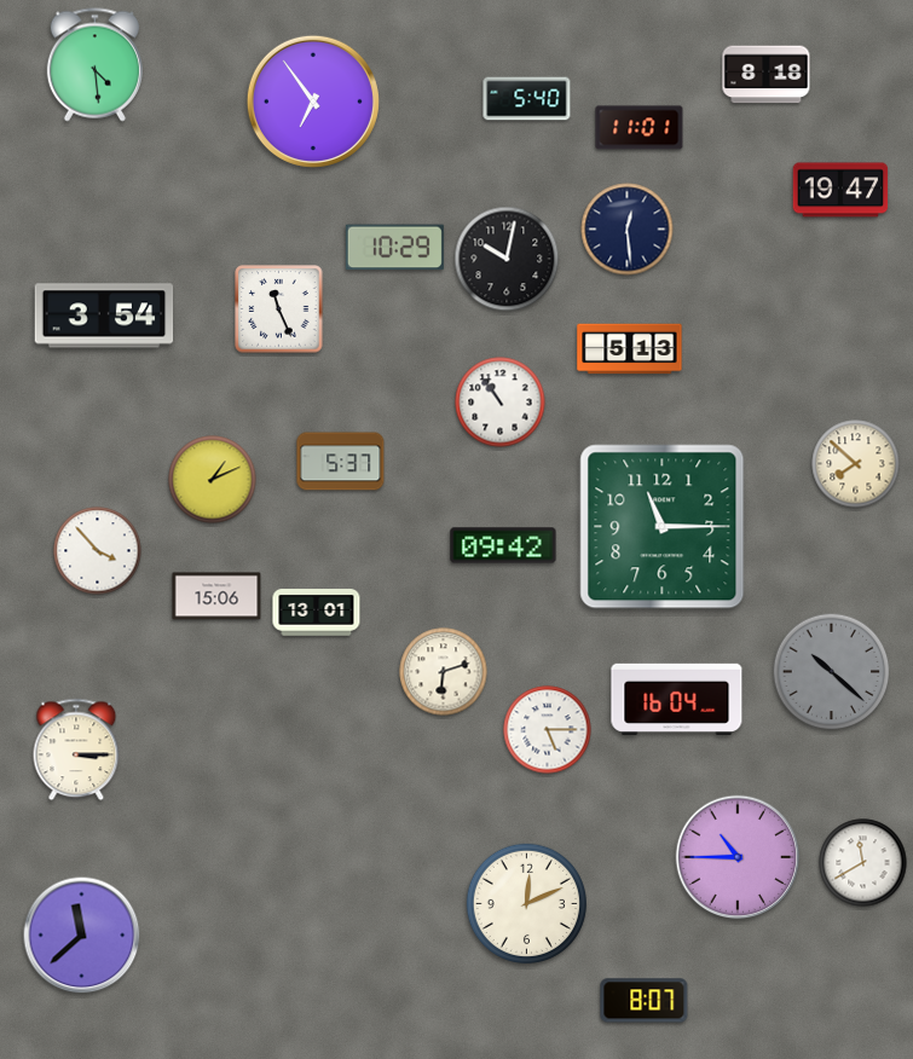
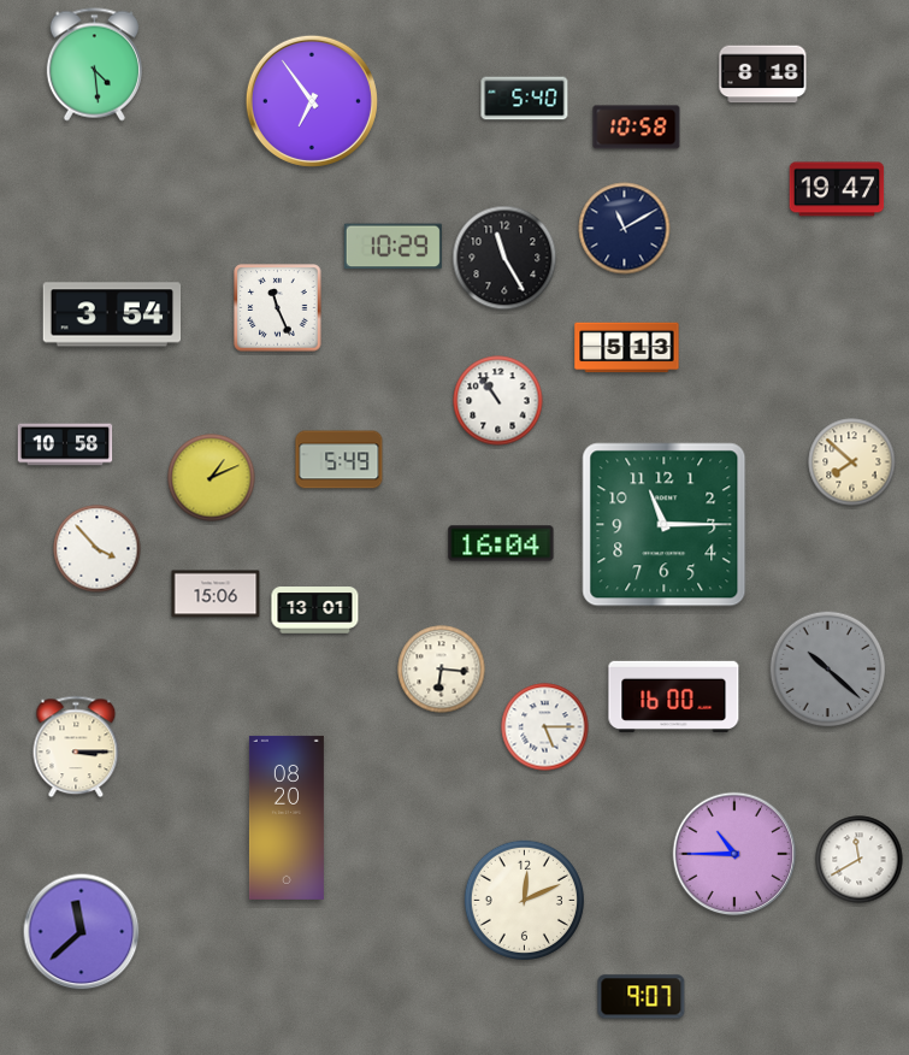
clock at (640, 128): 11:01 -> 10:58
clock at (628, 230): 12:29 -> 11:10
clock at (507, 259): 10:02 -> 11:25
clock at (104, 316) position: (104, 316) -> (112, 314)
clock at (65, 444): none -> 10:58
clock at (341, 462): 5:37 -> 5:49
clock at (663, 527) position: (663, 527) -> (665, 525)
clock at (503, 545): 09:42 -> 16:04
clock at (444, 672): 6:12 -> 6:16
clock at (677, 699): 16:04 -> 16:00
clock at (287, 818): none -> 08:20
clock at (645, 1001): 8:07 -> 9:07
